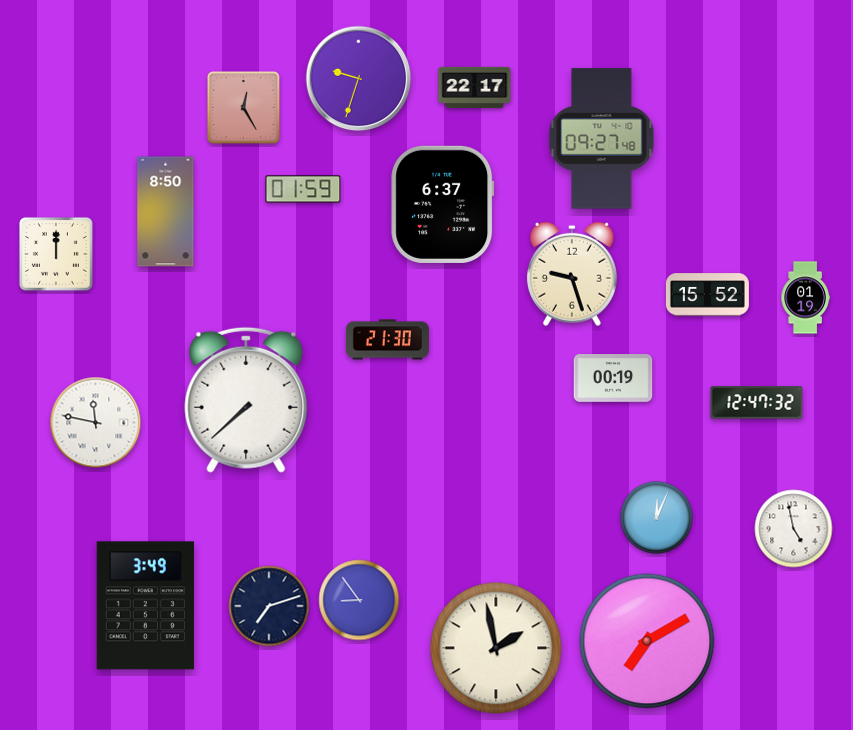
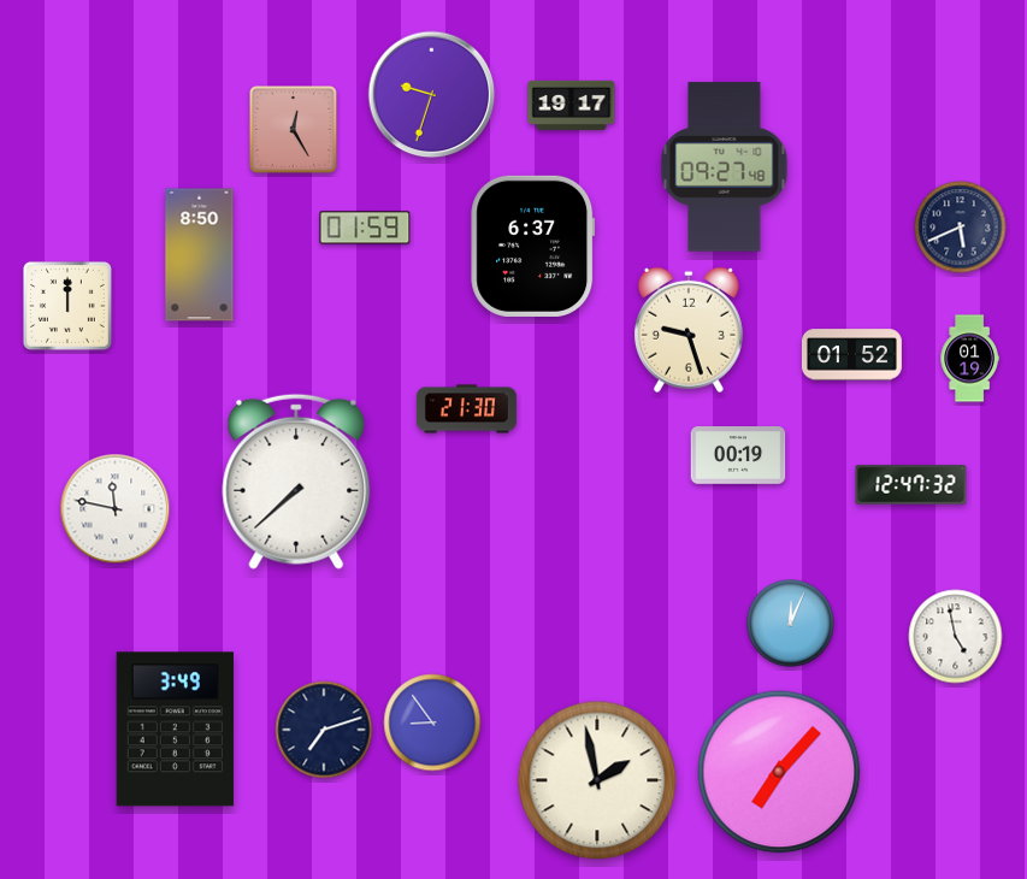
clock at (475, 87): 22:17 -> 19:17
clock at (961, 228): none -> 5:41
clock at (707, 295): 15:52 -> 01:52
clock at (647, 641): 7:10 -> 7:07
